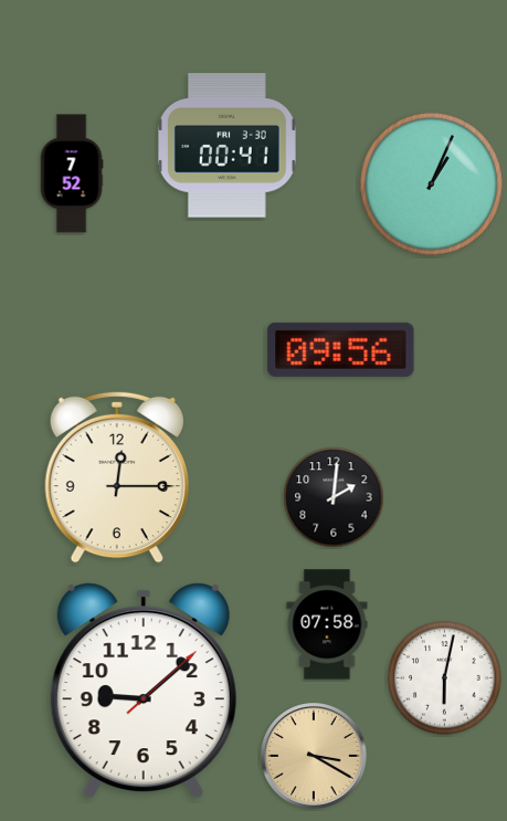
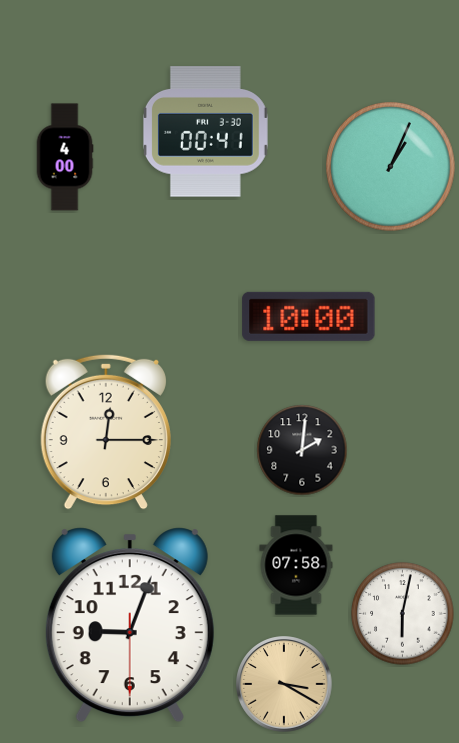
clock at (72, 173): 7:52 -> 4:00
clock at (341, 349): 09:56 -> 10:00
clock at (144, 691): 9:08 -> 9:03
